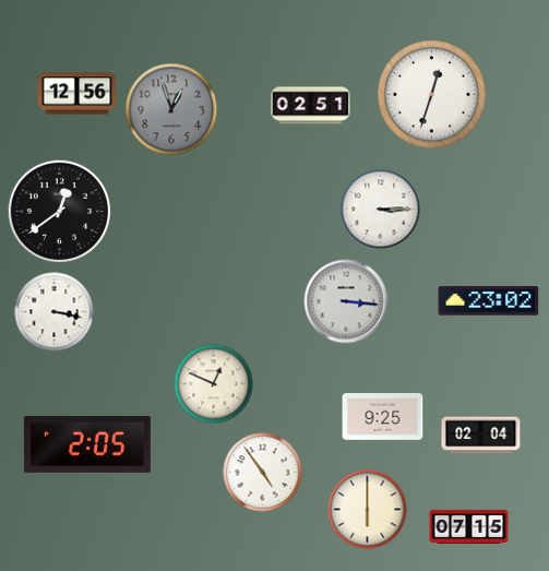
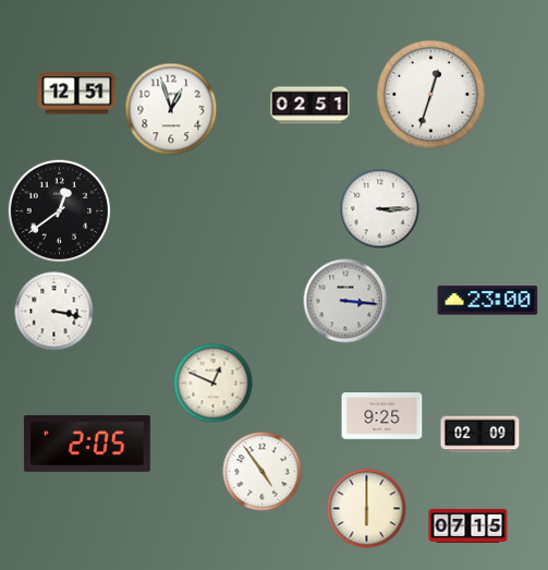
clock at (77, 94): 12:56 -> 12:51
clock at (171, 109) dial: grey -> white
clock at (489, 301): 23:02 -> 23:00
clock at (481, 436): 02:04 -> 02:09
